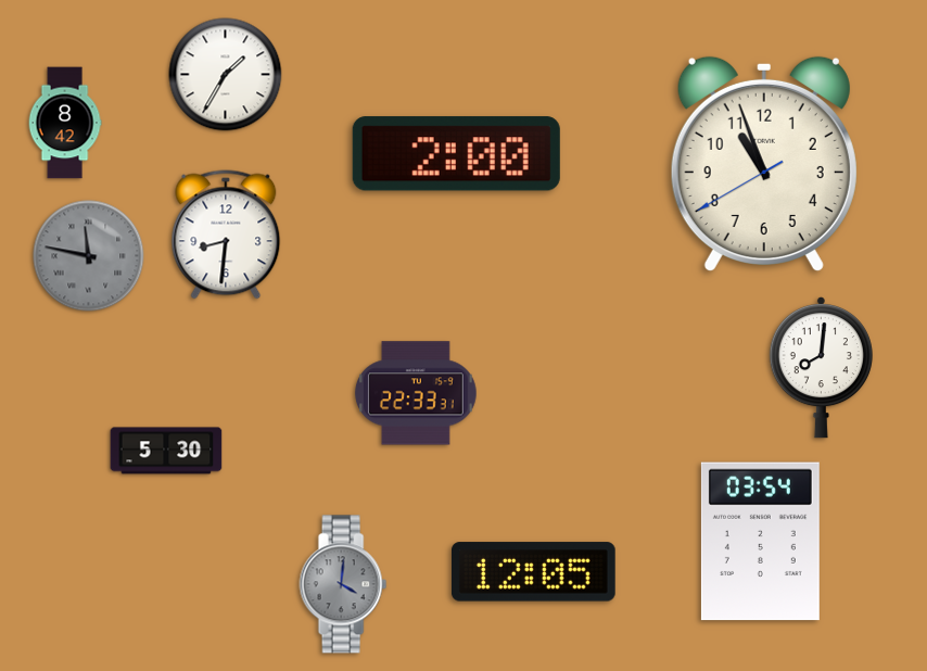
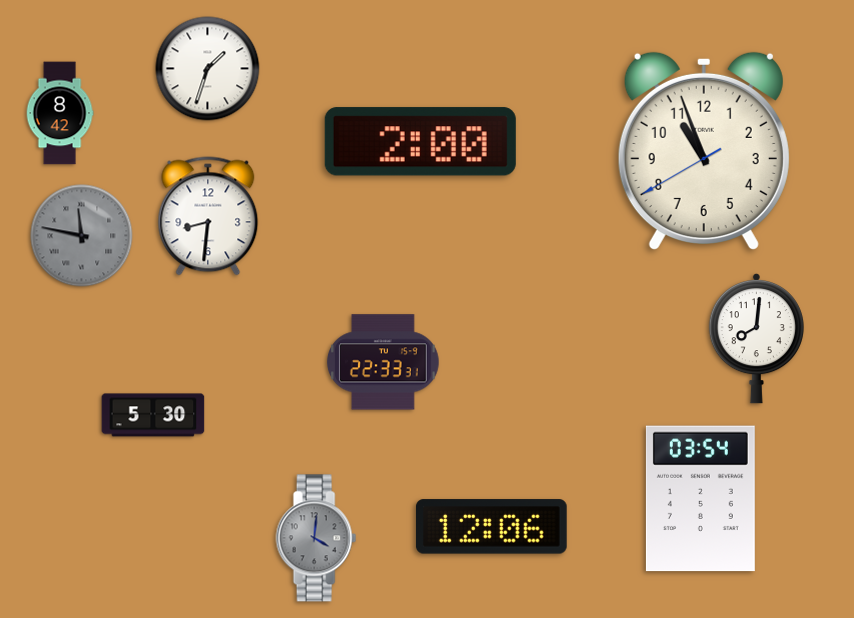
clock at (226, 75): 1:35 -> 1:33
clock at (533, 572): 12:05 -> 12:06
